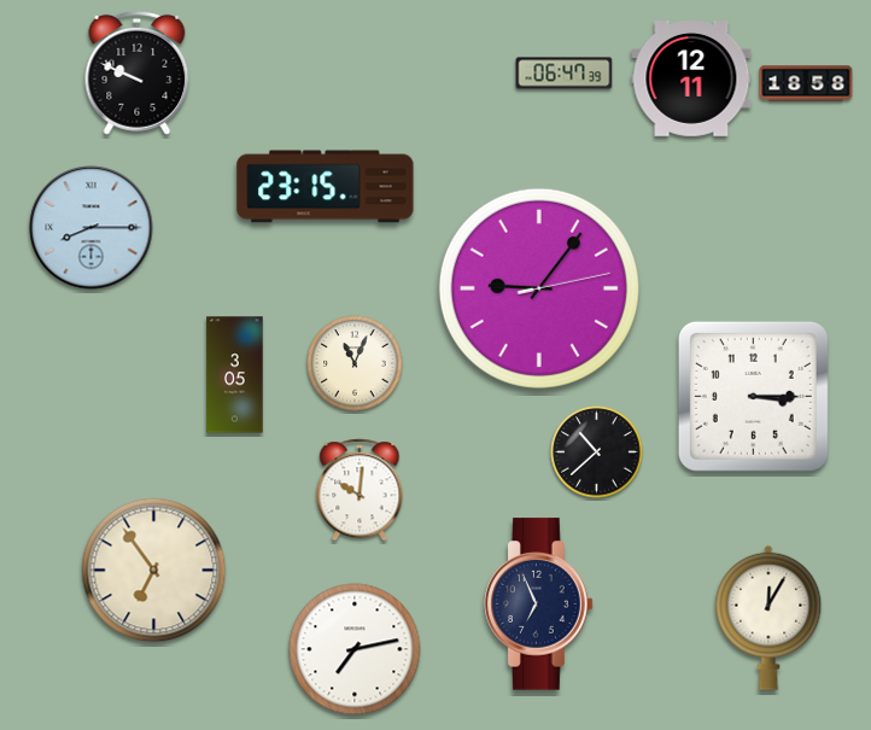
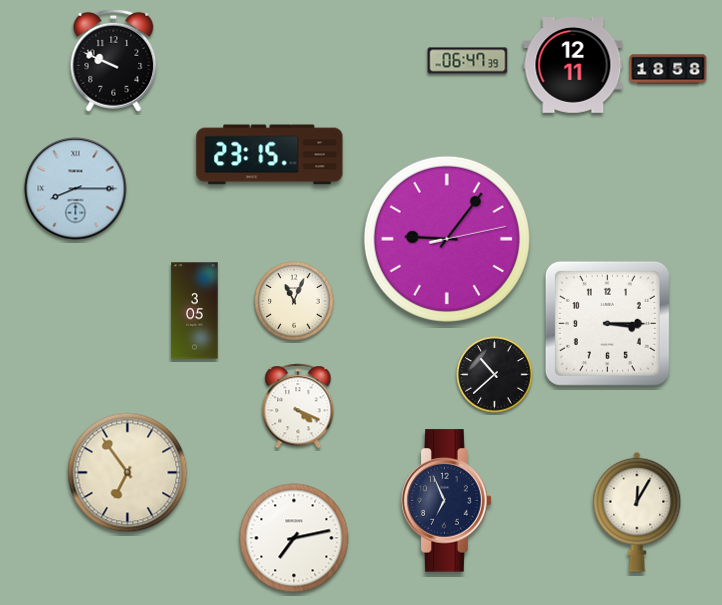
clock at (753, 396) position: (753, 396) -> (607, 323)
clock at (359, 490): 10:01 -> 4:19
